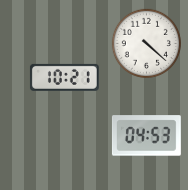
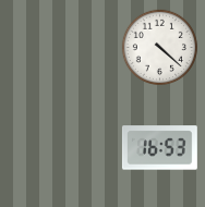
clock at (64, 77): 10:21 -> none
clock at (146, 136): 04:53 -> 16:53
